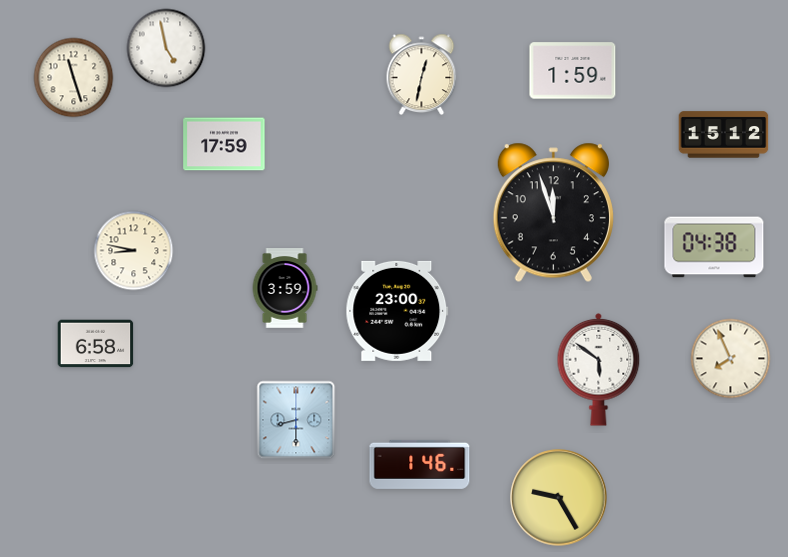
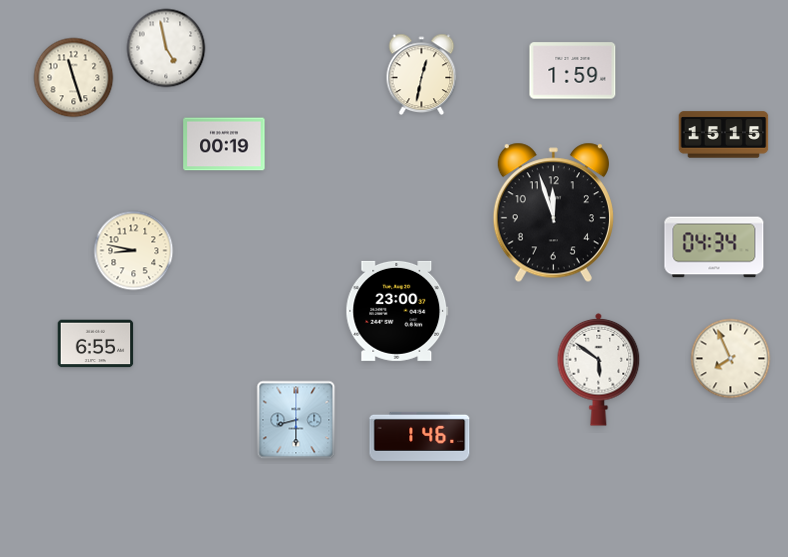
clock at (724, 135): 15:12 -> 15:15
clock at (224, 144): 17:59 -> 00:19
clock at (714, 247): 04:38 -> 04:34
clock at (285, 288): 3:59 -> none
clock at (96, 344): 6:58 -> 6:55
clock at (420, 464) position: (420, 464) -> (420, 436)
clock at (559, 498): 9:25 -> none
